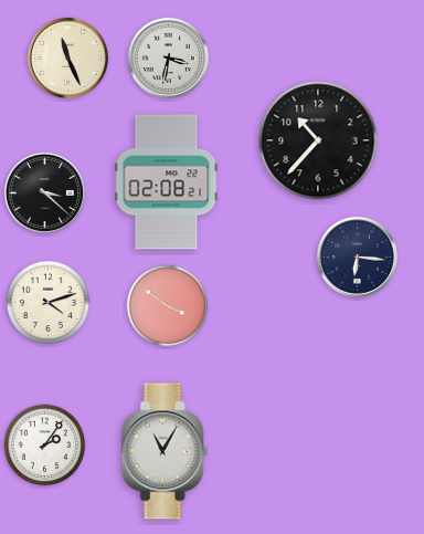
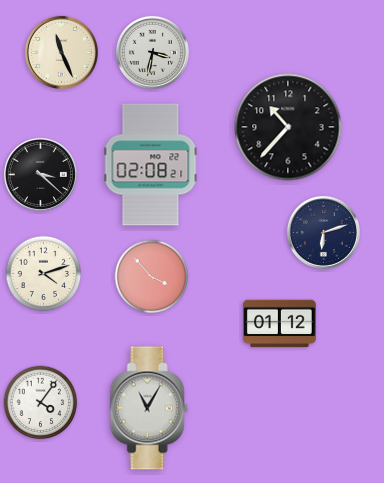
clock at (357, 256): 6:16 -> 6:12
clock at (168, 306): 3:51 -> 3:53
clock at (280, 324): none -> 01:12
clock at (45, 446): 2:06 -> 4:06
